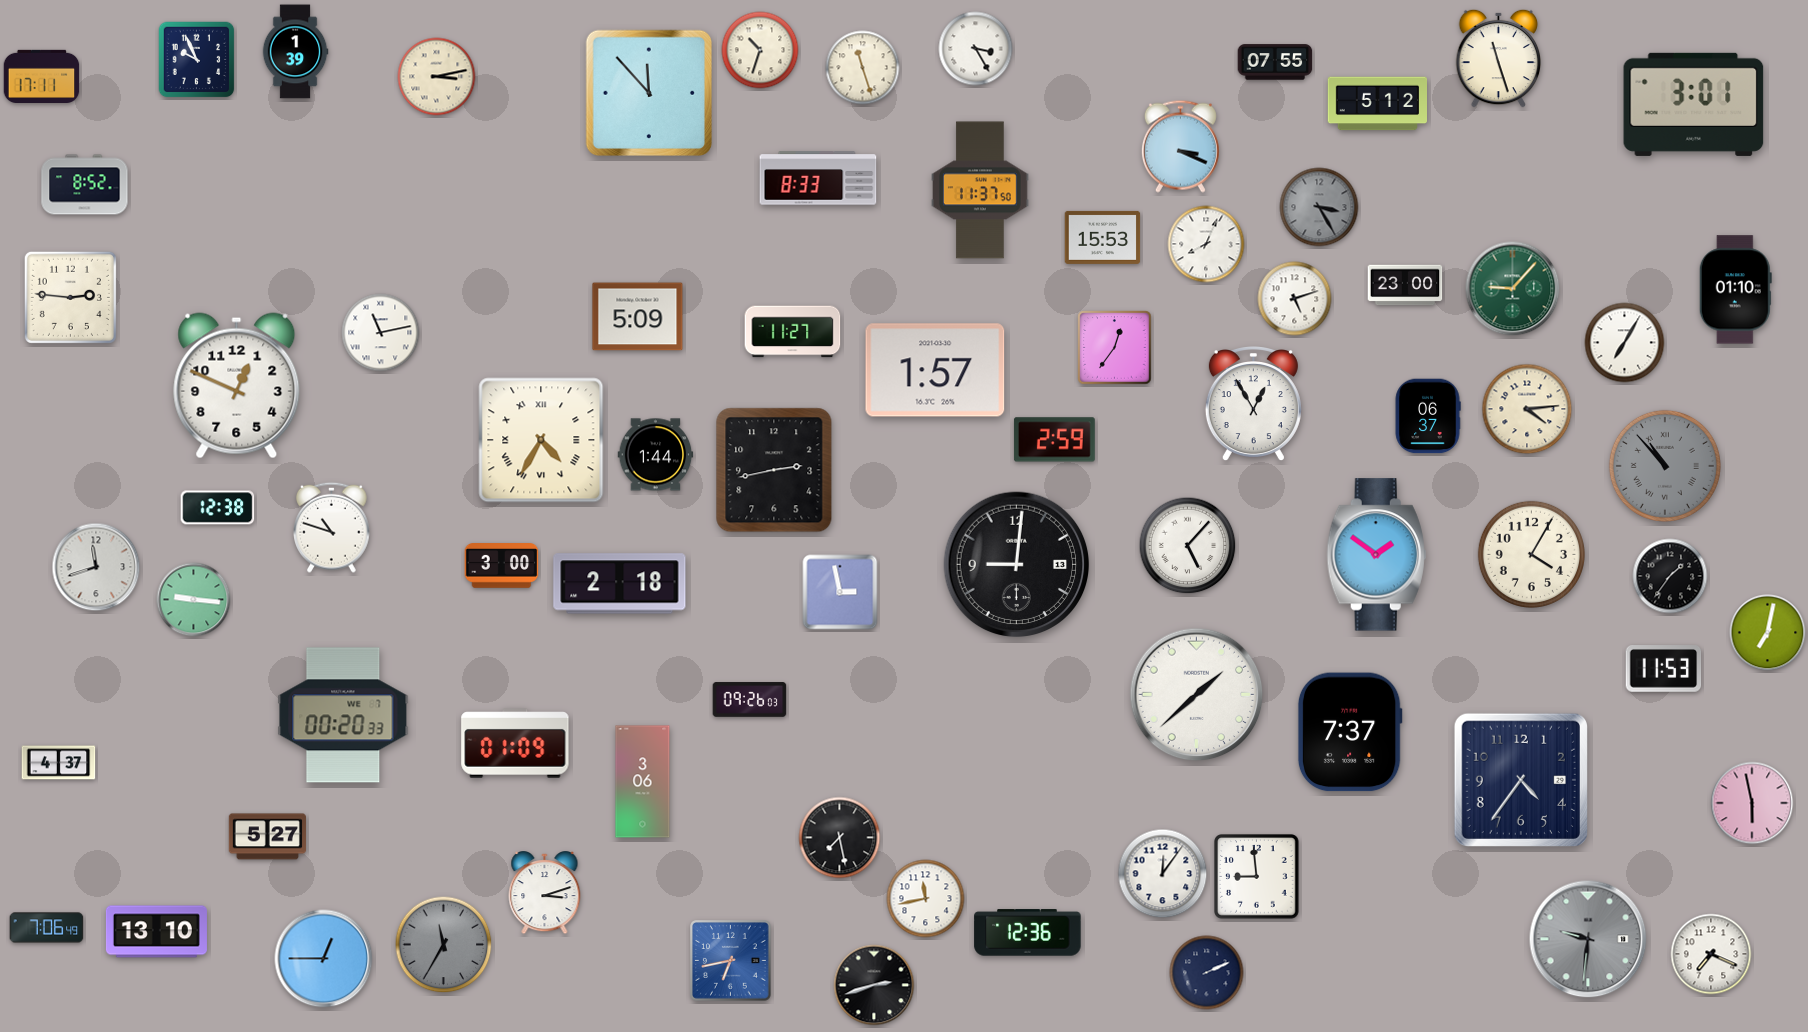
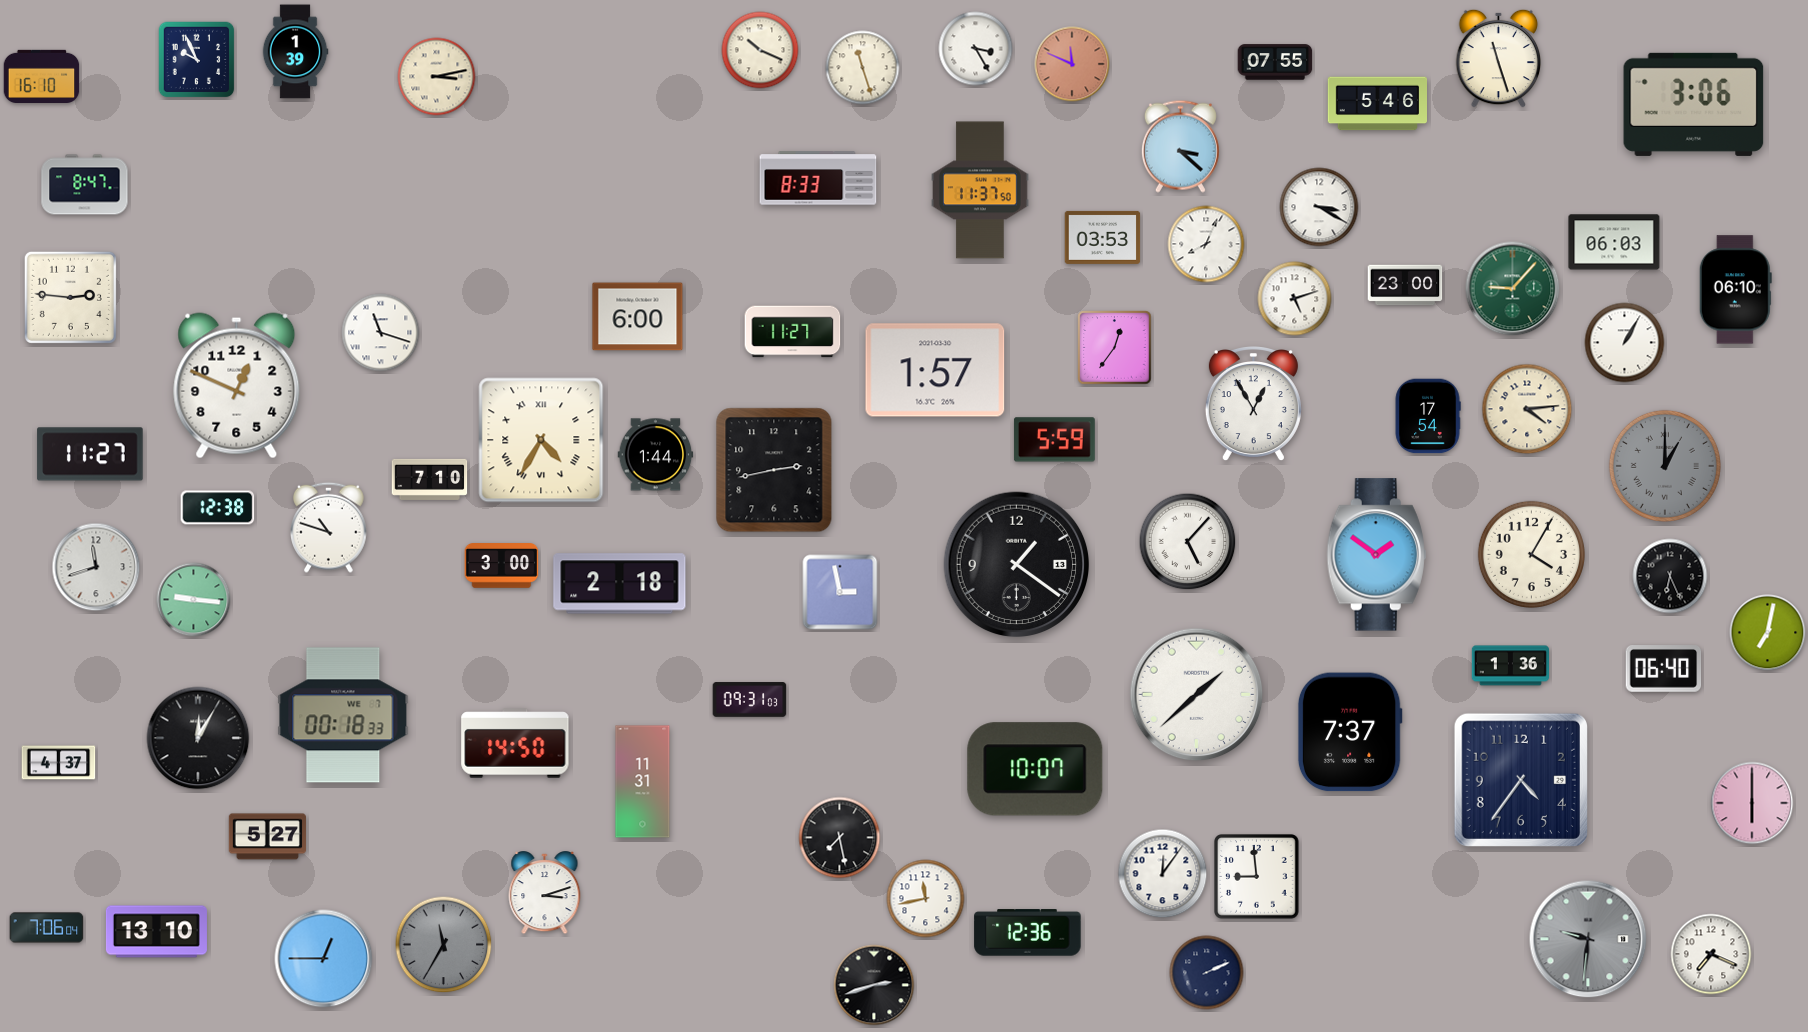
clock at (760, 50): 10:33 -> 10:19
clock at (1072, 64): none -> 11:49
clock at (42, 76): 17:11 -> 16:10
clock at (648, 92): 11:53 -> none
clock at (1378, 104): 5:12 -> 5:46
clock at (1694, 104): 3:01 -> 3:06
clock at (1180, 146): 3:19 -> 3:22
clock at (85, 185): 8:52 -> 8:47
clock at (1319, 207): 3:25 -> 3:20
clock at (1319, 207) dial: grey -> white
clock at (1103, 237): 15:53 -> 03:53
clock at (1614, 242): none -> 06:03
clock at (1735, 290): 01:10 -> 06:10
clock at (638, 317): 5:09 -> 6:00
clock at (381, 333): 11:13 -> 11:18
clock at (1625, 343): 7:05 -> 1:05
clock at (1428, 416): 06:37 -> 17:54
clock at (1054, 440): 2:59 -> 5:59
clock at (90, 454): none -> 11:27
clock at (1665, 466): 10:53 -> 1:00
clock at (430, 479): none -> 7:10
clock at (332, 527) position: (332, 527) -> (329, 527)
clock at (1188, 546) position: (1188, 546) -> (1188, 542)
clock at (1017, 565): 9:01 -> 1:21
clock at (1670, 576): 1:36 -> 6:26
clock at (1510, 666): none -> 1:36
clock at (1664, 669): 11:53 -> 06:40
clock at (750, 700): 09:26 -> 09:31
clock at (343, 715): 00:20 -> 00:18
clock at (198, 738): none -> 12:05
clock at (515, 743): 01:09 -> 14:50
clock at (1035, 769): none -> 10:07
clock at (643, 782): 3:06 -> 11:31
clock at (1752, 803): 5:58 -> 6:00
clock at (47, 928): 7:06:49 -> 7:06:04
clock at (731, 961): 6:43 -> none
